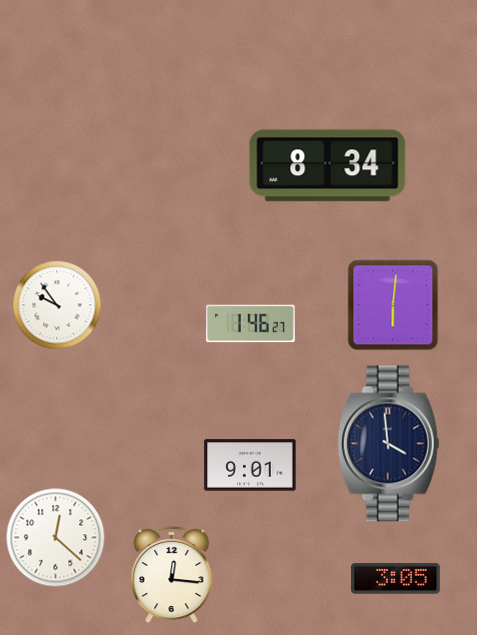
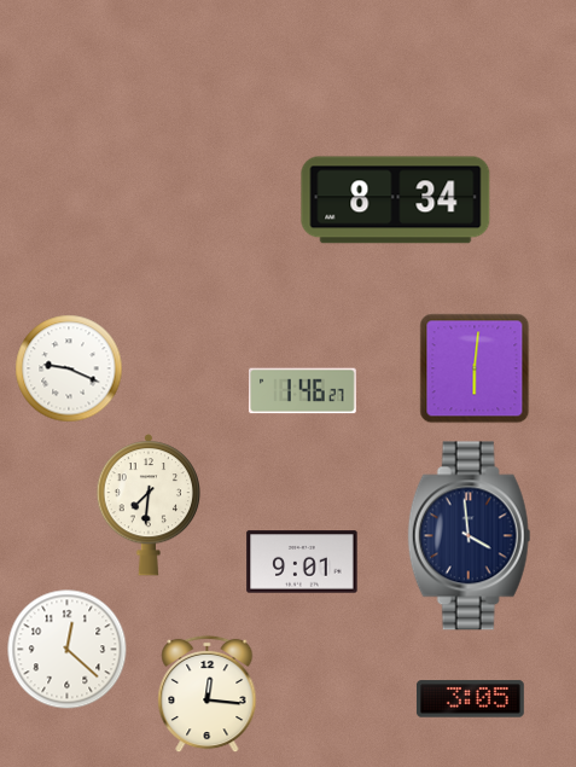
clock at (57, 305): 9:54 -> 9:19
clock at (147, 505): none -> 7:31
clock at (395, 579) position: (395, 579) -> (470, 699)
